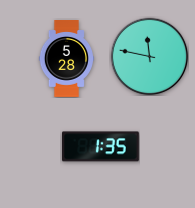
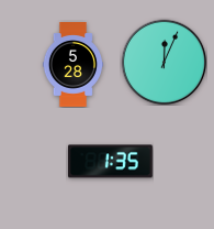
clock at (149, 56): 11:47 -> 12:04
